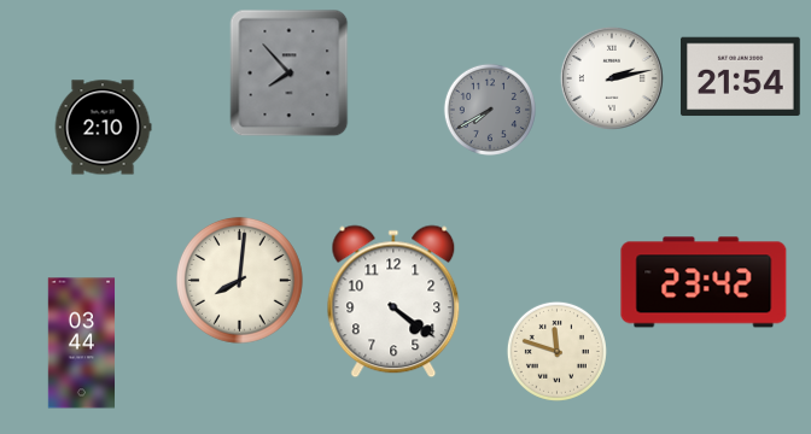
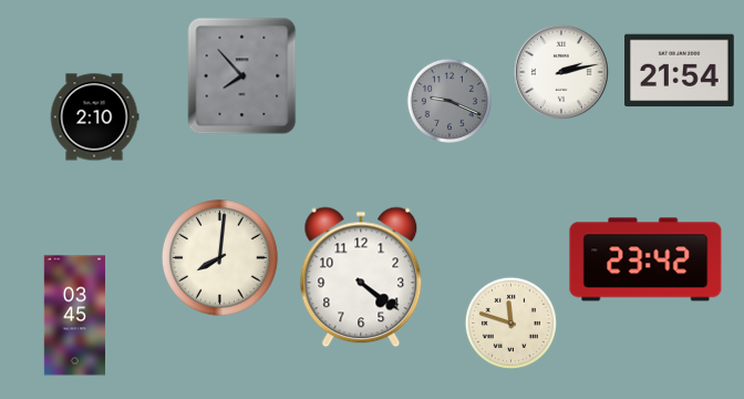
clock at (290, 74) position: (290, 74) -> (242, 76)
clock at (489, 108): 7:40 -> 9:19
clock at (82, 344): 03:44 -> 03:45
